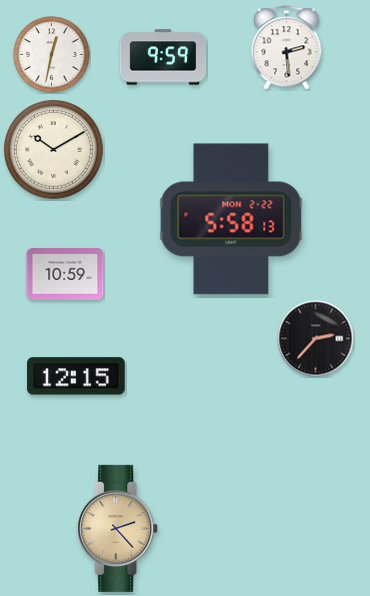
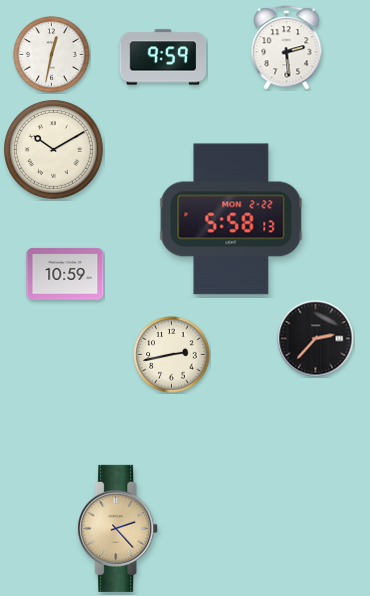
clock at (172, 355): none -> 2:43
clock at (76, 376): 12:15 -> none
